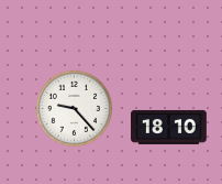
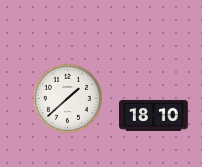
clock at (74, 108): 9:23 -> 1:38
